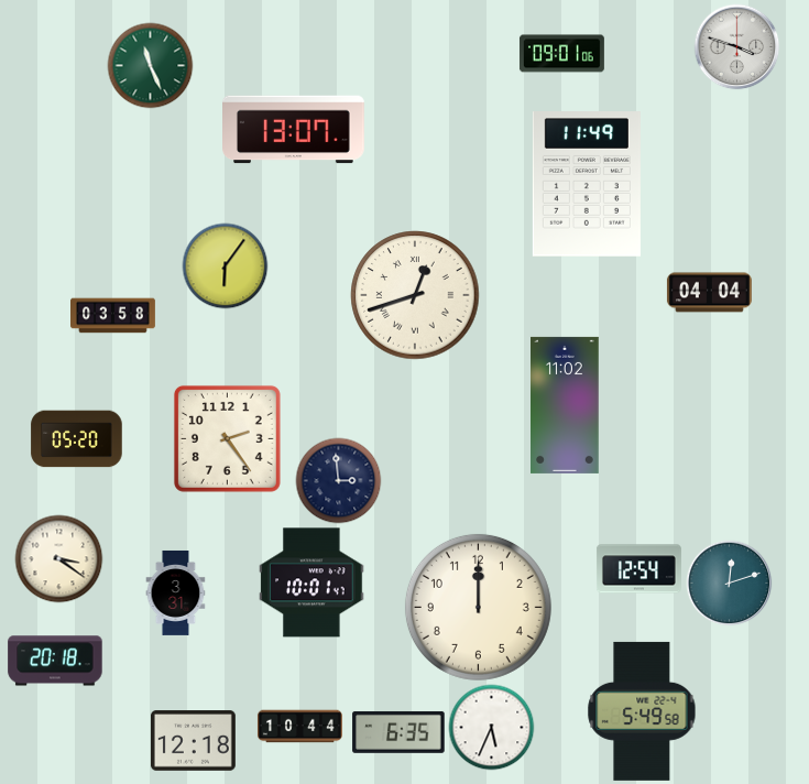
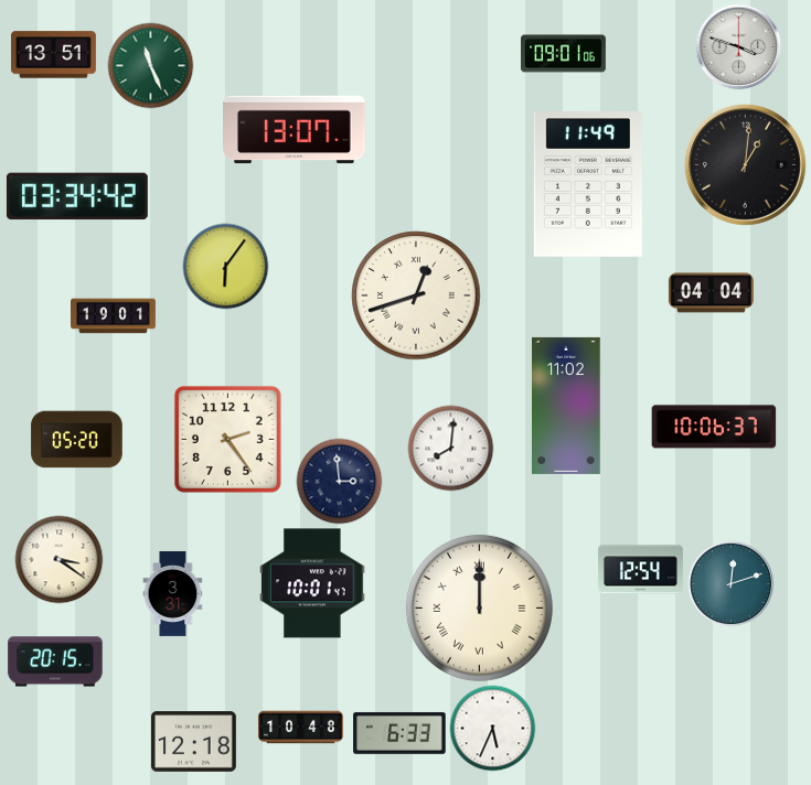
clock at (53, 55): none -> 13:51
clock at (745, 164): none -> 1:01
clock at (77, 196): none -> 03:34
clock at (113, 316): 03:58 -> 19:01
clock at (714, 427): none -> 10:06
clock at (450, 448): none -> 8:01
clock at (176, 592) position: (176, 592) -> (173, 593)
clock at (478, 607) numerals: Arabic -> Roman
clock at (55, 661): 20:18 -> 20:15
clock at (642, 711): 5:49 -> none
clock at (300, 727): 10:44 -> 10:48
clock at (398, 732): 6:35 -> 6:33
